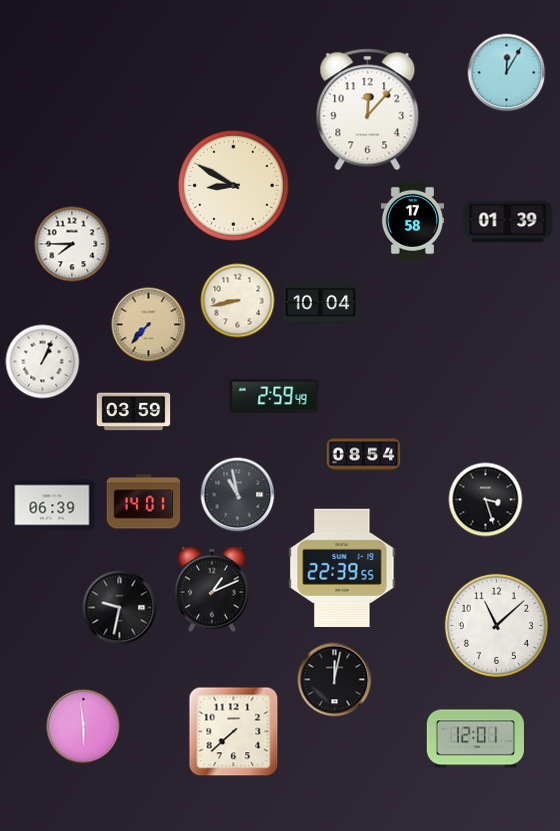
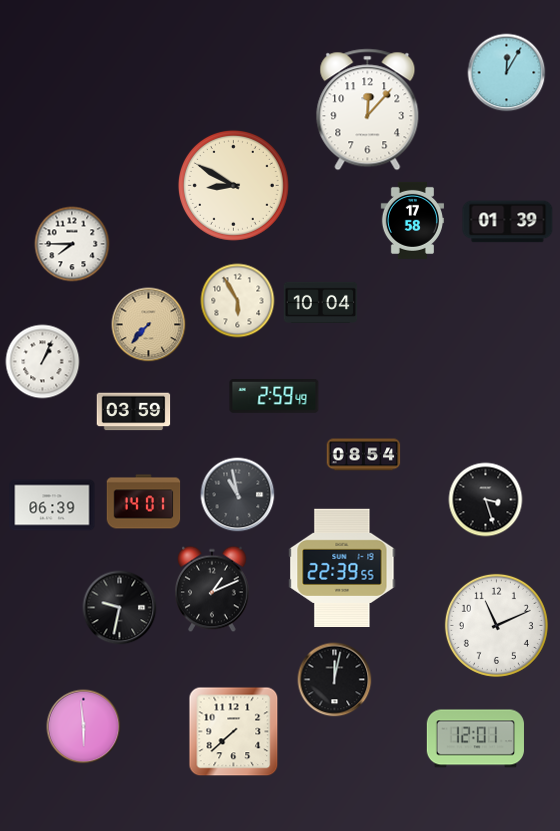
clock at (238, 301): 8:43 -> 5:55
clock at (496, 625): 11:08 -> 11:11
